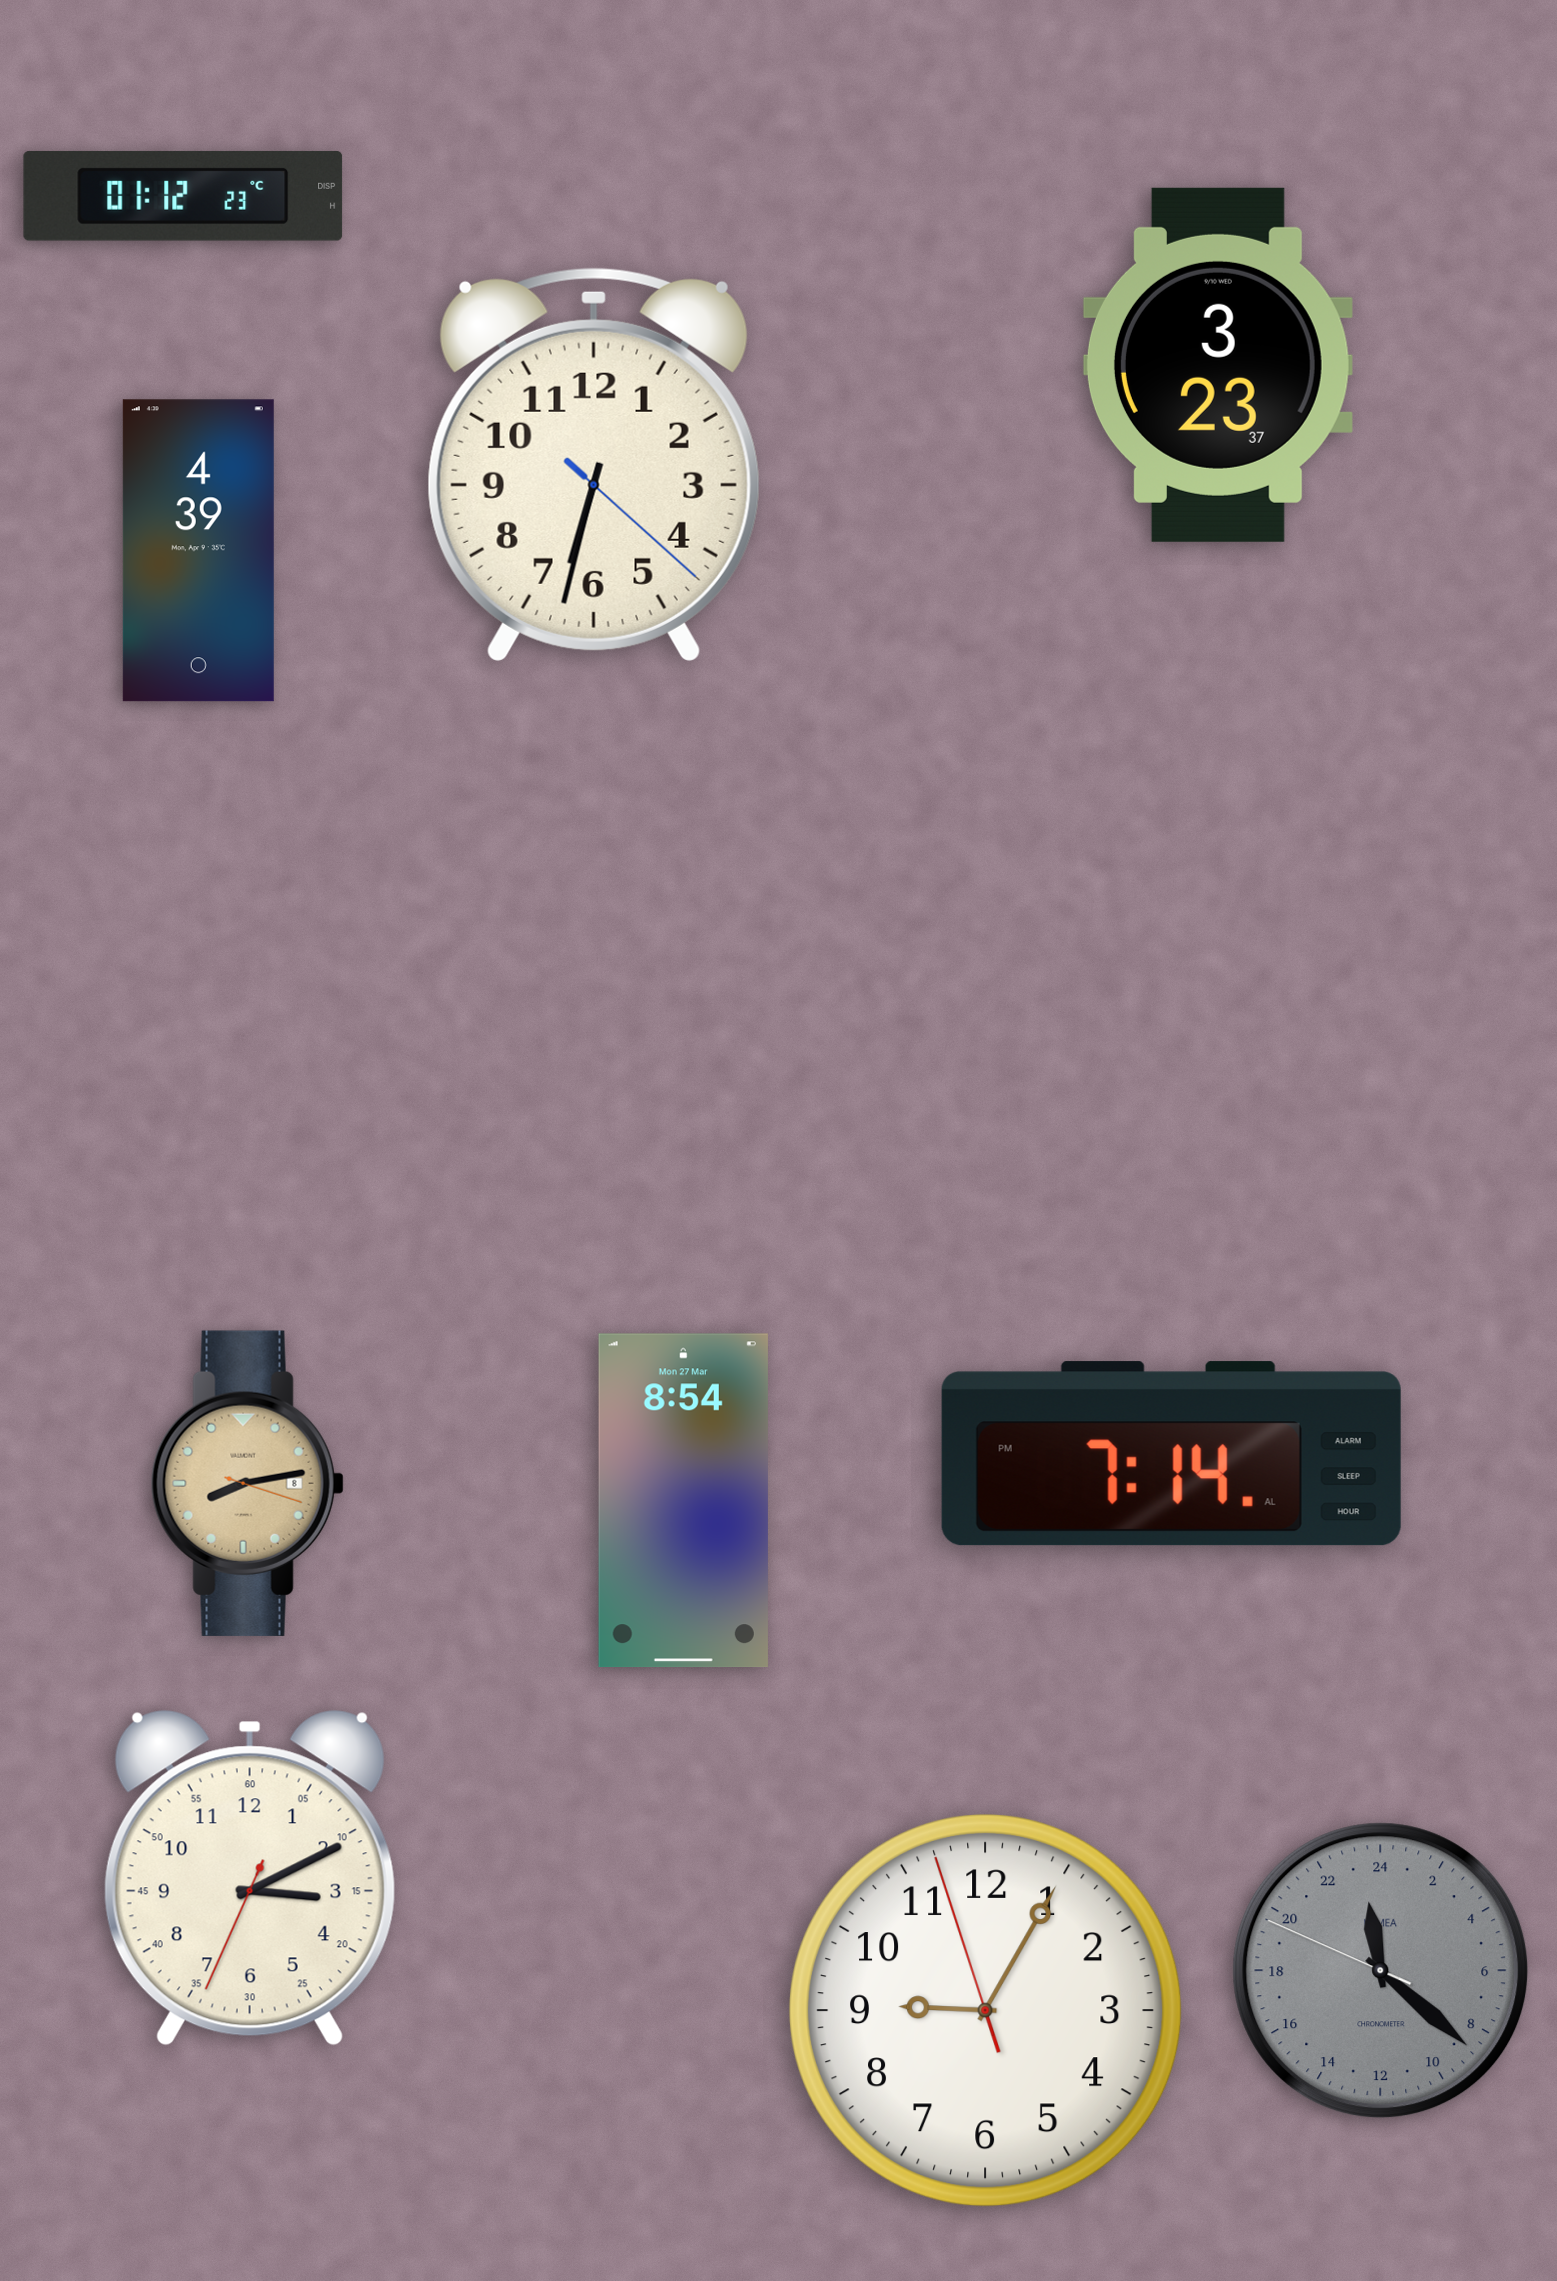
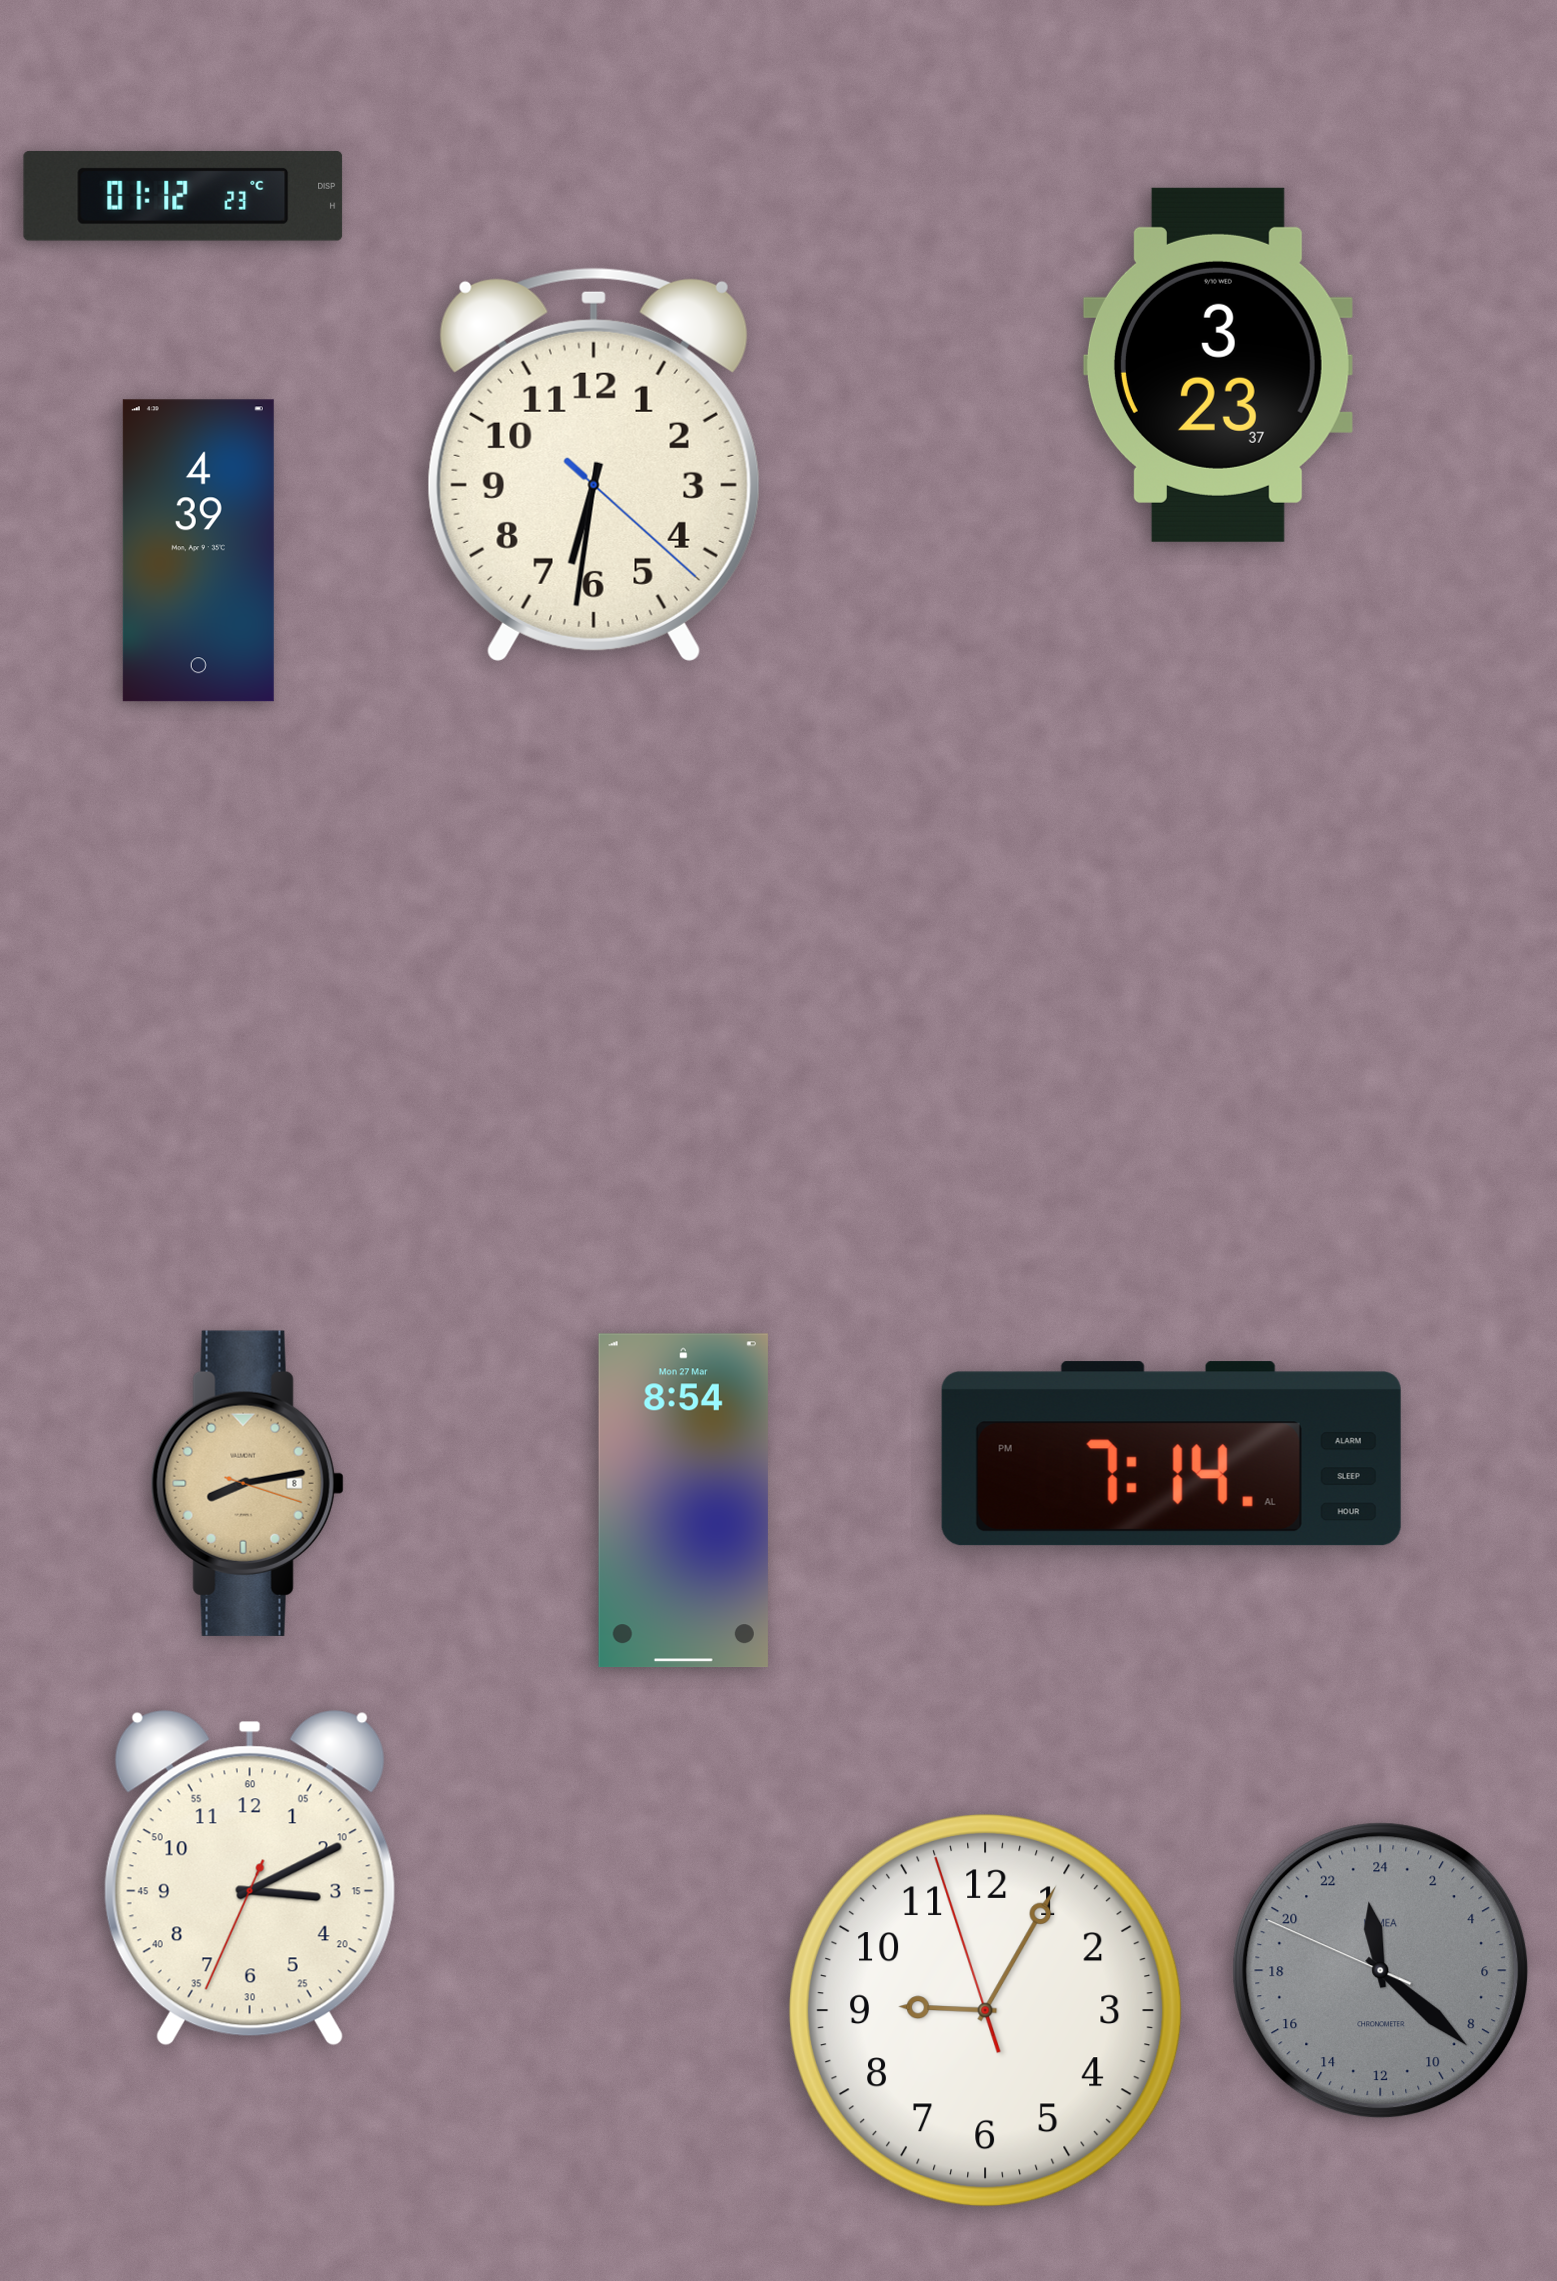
clock at (594, 465): 6:32 -> 6:31
